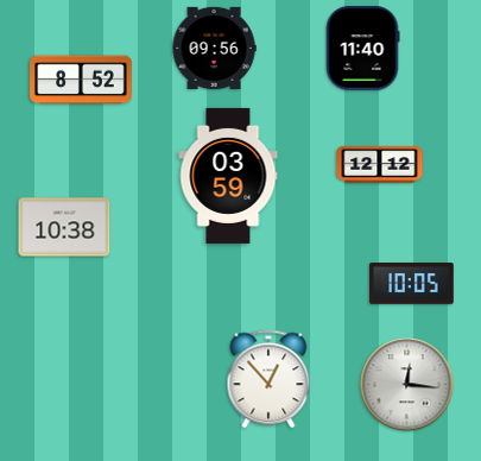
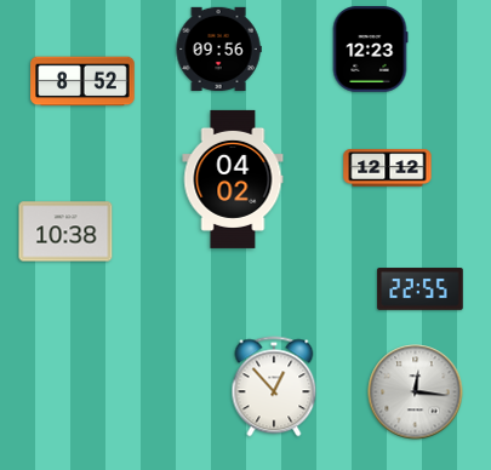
clock at (362, 49): 11:40 -> 12:23
clock at (228, 176): 03:59 -> 04:02
clock at (412, 284): 10:05 -> 22:55
